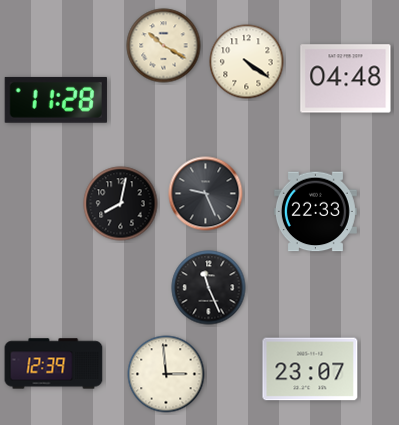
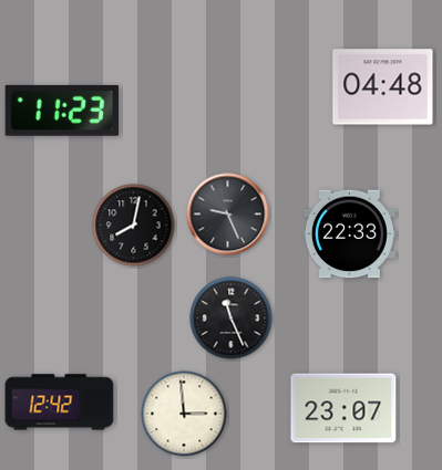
clock at (164, 46): 10:20 -> none
clock at (247, 62): 4:21 -> none
clock at (56, 100): 11:28 -> 11:23
clock at (54, 364): 12:39 -> 12:42
